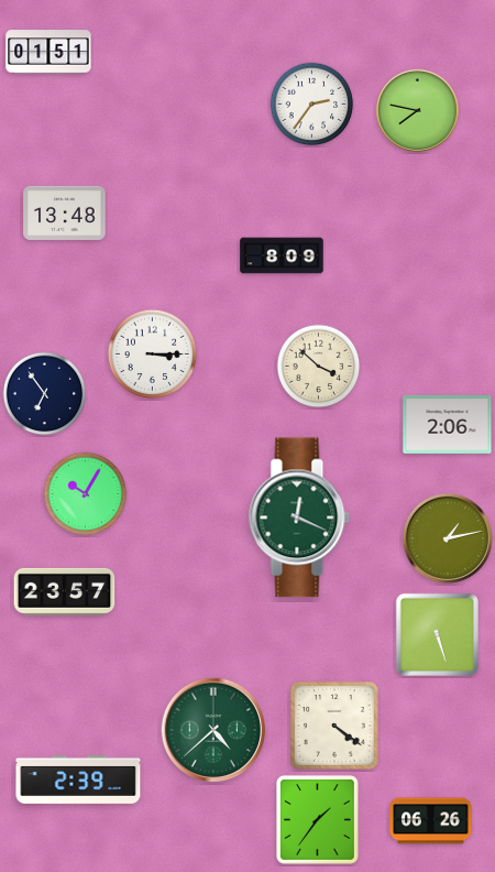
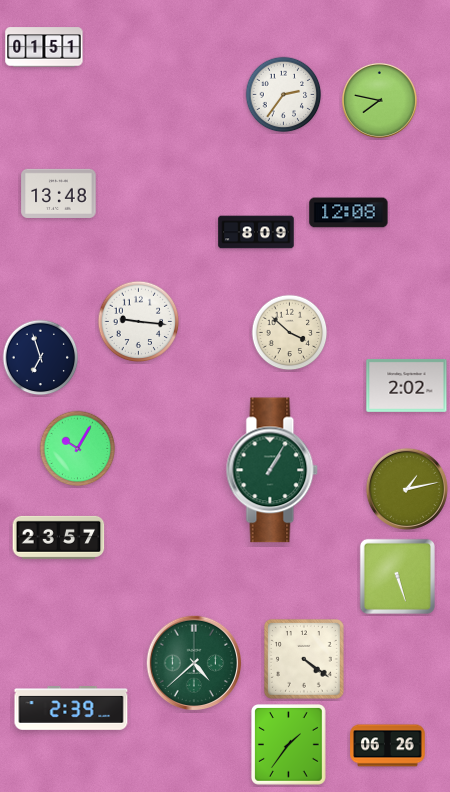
clock at (349, 213): none -> 12:08
clock at (153, 355): 3:15 -> 9:16
clock at (45, 394): 6:54 -> 6:57
clock at (448, 424): 2:06 -> 2:02
clock at (299, 517): 12:19 -> 1:05
clock at (431, 821) position: (431, 821) -> (388, 746)
